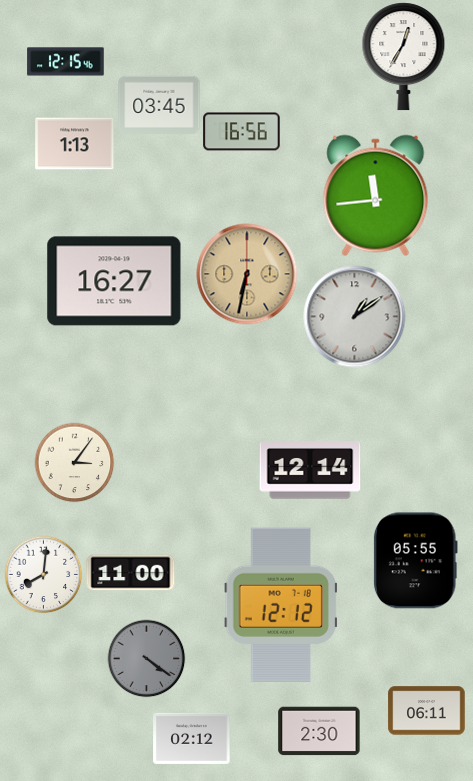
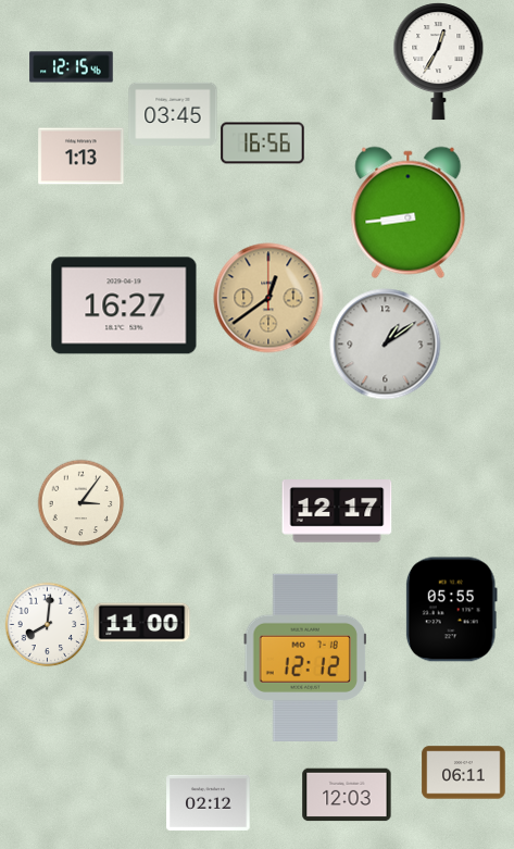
clock at (376, 196): 11:44 -> 8:44
clock at (247, 274): 6:32 -> 12:39
clock at (310, 470): 12:14 -> 12:17
clock at (146, 658): 4:21 -> none
clock at (319, 731): 2:30 -> 12:03
